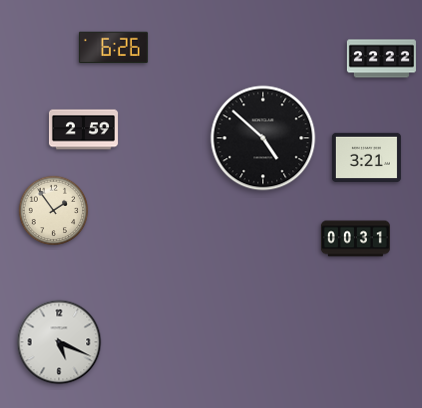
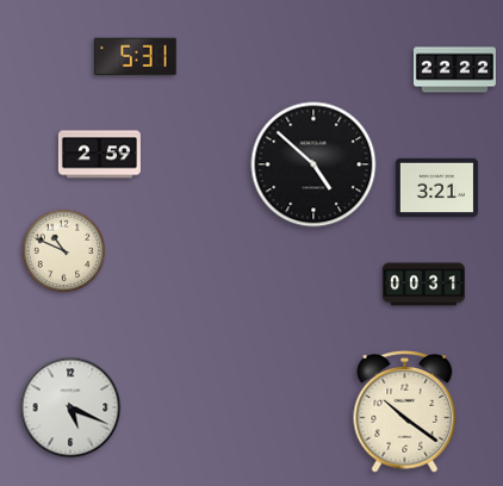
clock at (113, 48): 6:26 -> 5:31
clock at (54, 211): 1:54 -> 10:49
clock at (405, 412): none -> 10:21
